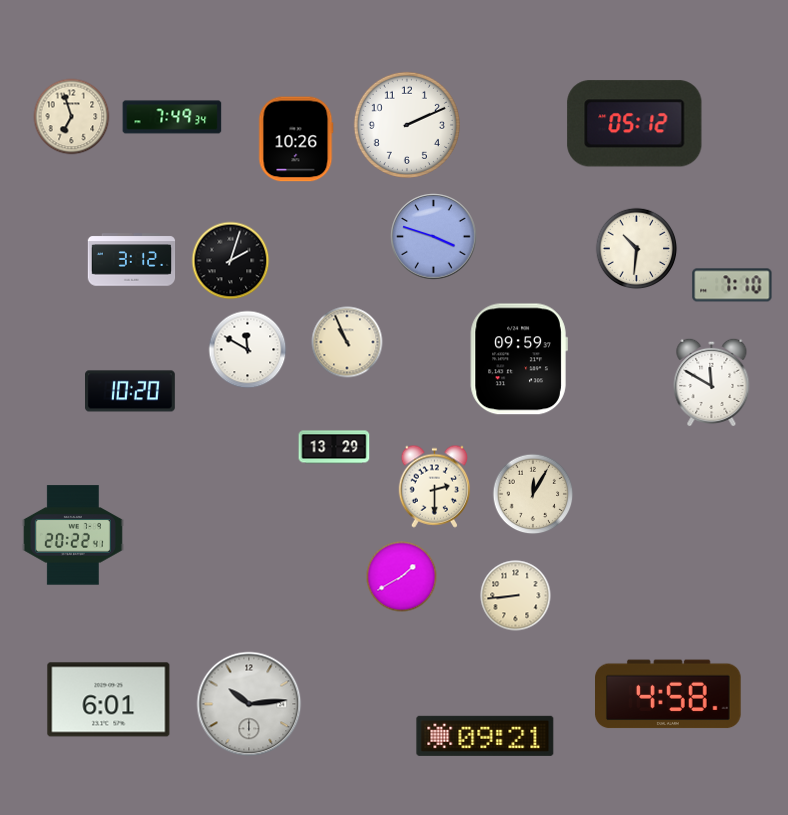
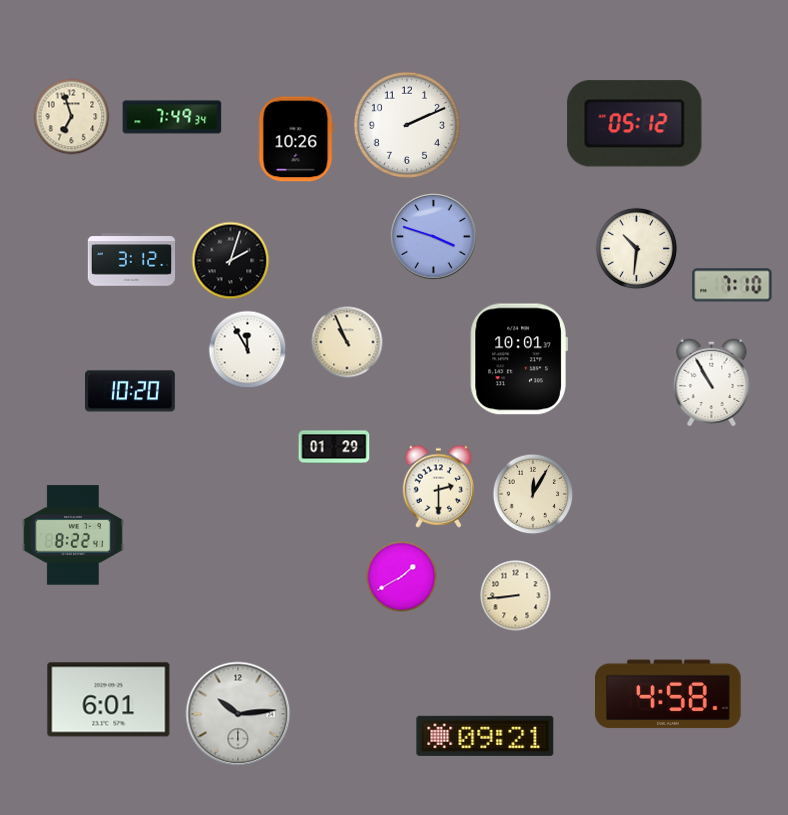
clock at (248, 350): 11:50 -> 11:55
clock at (519, 359): 09:59 -> 10:01
clock at (712, 382): 11:50 -> 10:55
clock at (334, 447): 13:29 -> 01:29
clock at (435, 486) position: (435, 486) -> (439, 486)
clock at (73, 535): 20:22 -> 8:22
clock at (249, 704) position: (249, 704) -> (238, 714)
